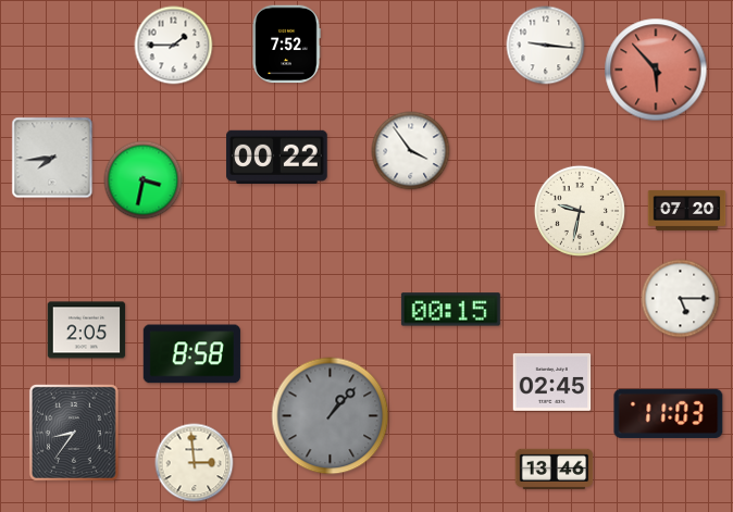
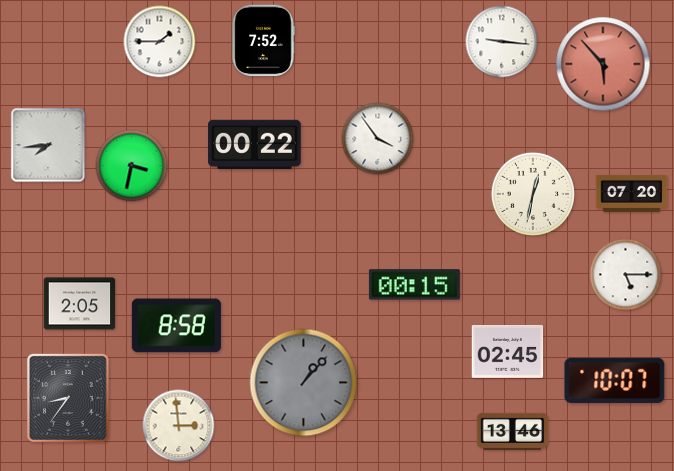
clock at (580, 211): 9:32 -> 12:32
clock at (669, 413): 11:03 -> 10:07
clock at (555, 469) position: (555, 469) -> (513, 431)
